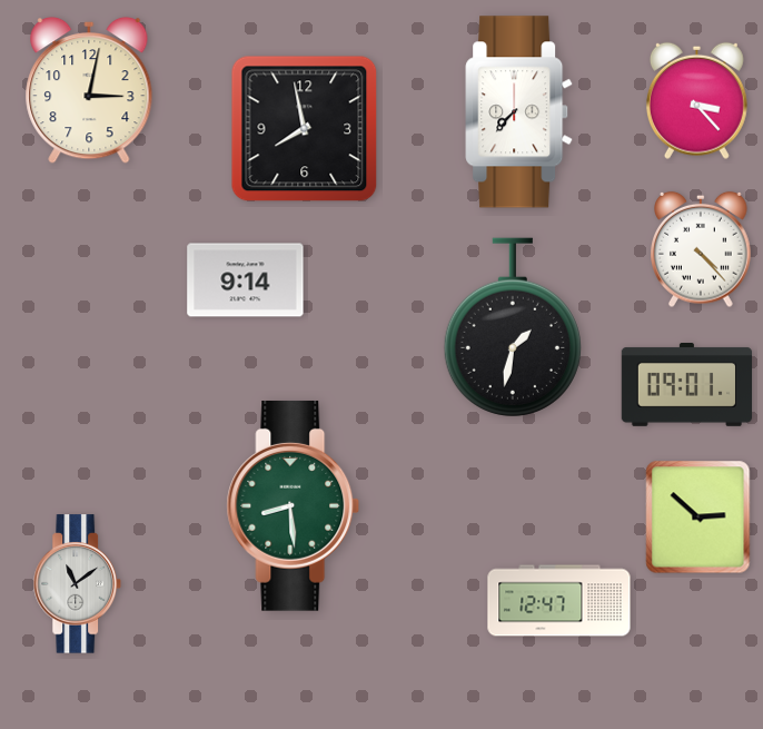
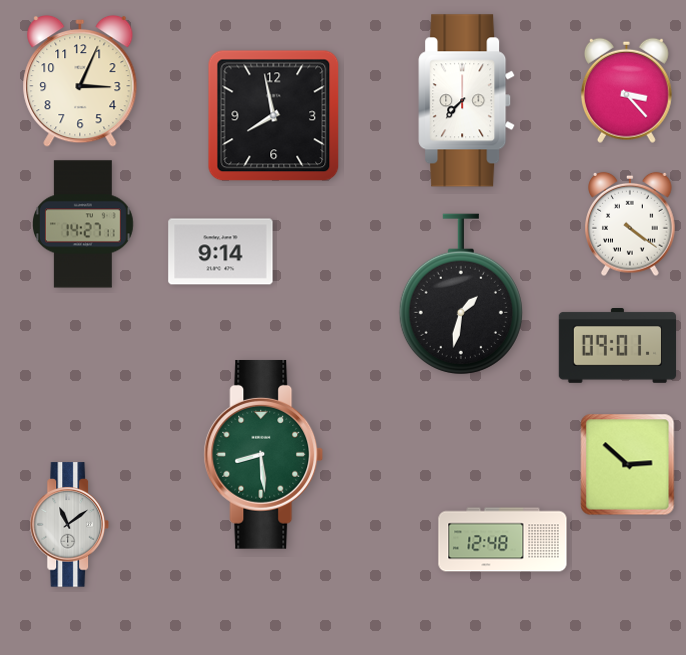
clock at (89, 90): 3:02 -> 3:04
clock at (84, 224): none -> 14:27
clock at (701, 249): 4:23 -> 4:21
clock at (559, 601): 12:47 -> 12:48
